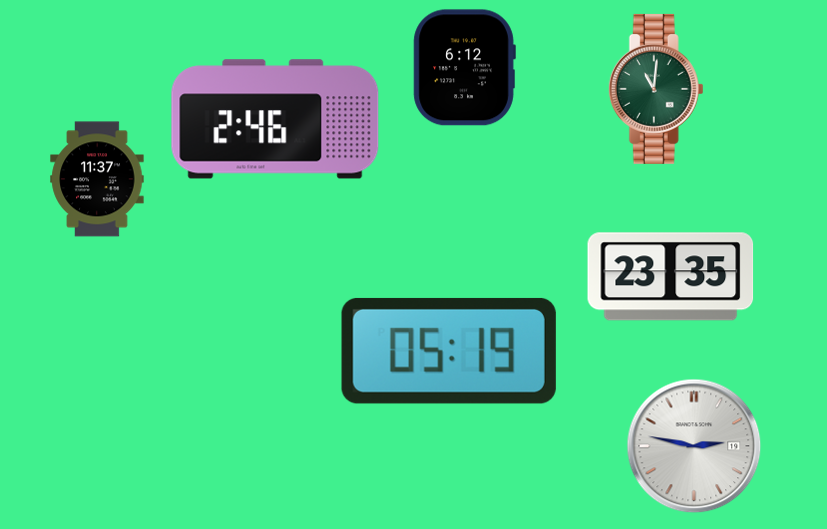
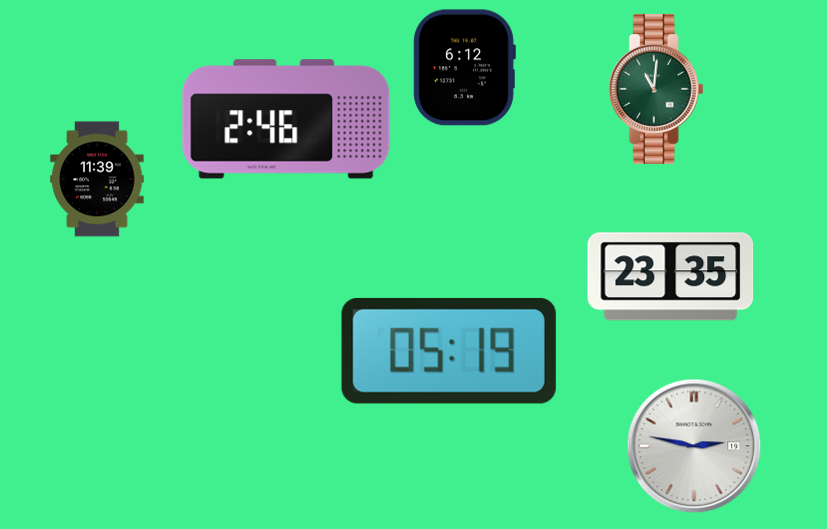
clock at (275, 119) position: (275, 119) -> (286, 119)
clock at (97, 179): 11:37 -> 11:39
